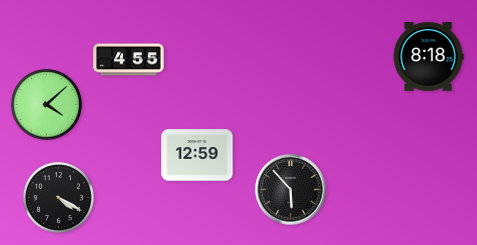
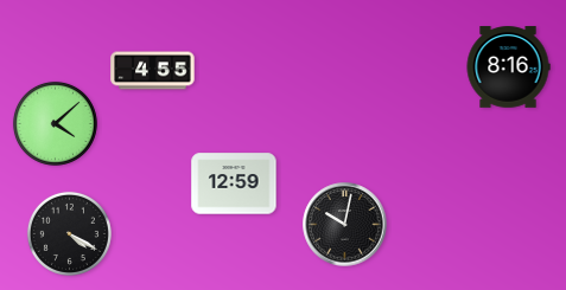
clock at (428, 57): 8:18 -> 8:16
clock at (291, 190): 5:53 -> 10:02
